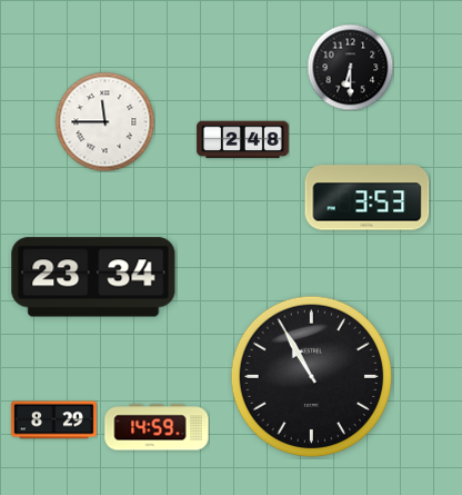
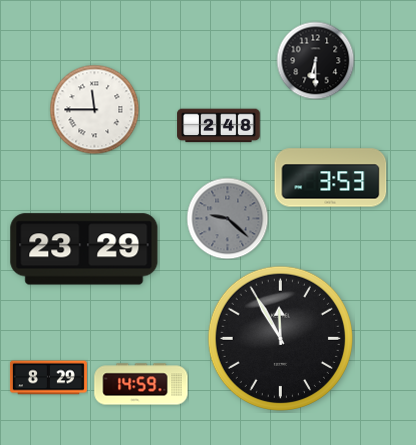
clock at (227, 218): none -> 9:22
clock at (93, 277): 23:34 -> 23:29
clock at (311, 376): 10:55 -> 11:55
